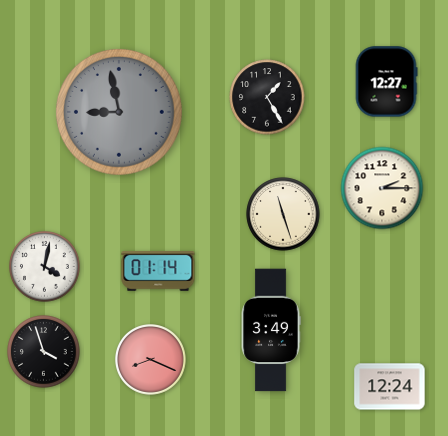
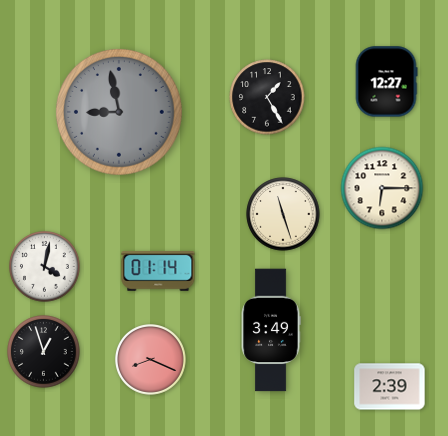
clock at (382, 188): 2:15 -> 6:15
clock at (44, 352): 3:57 -> 12:57
clock at (390, 387): 12:24 -> 2:39
